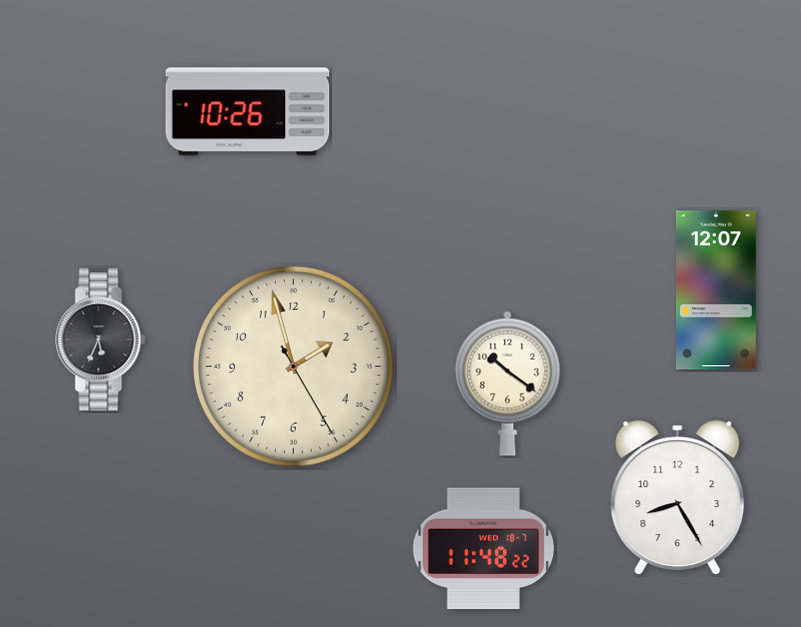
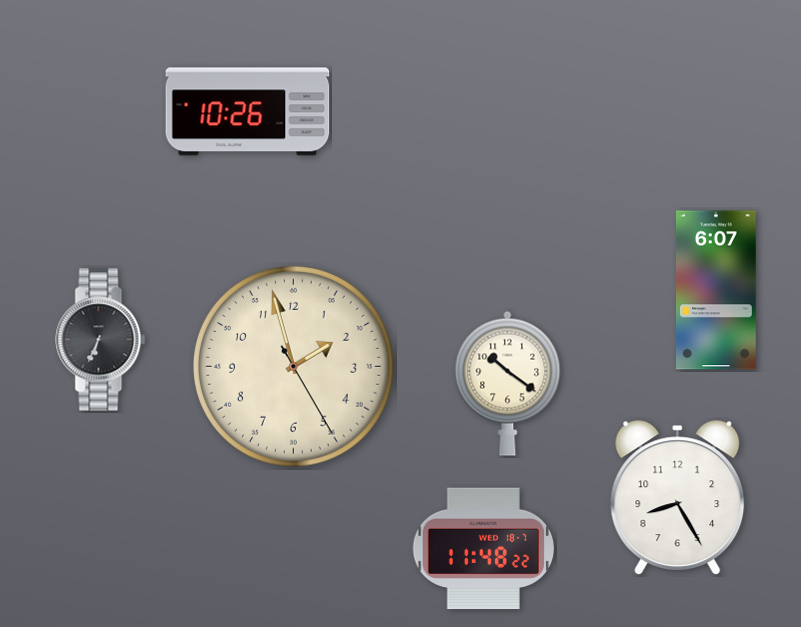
clock at (716, 290): 12:07 -> 6:07
clock at (101, 340): 5:34 -> 6:34
